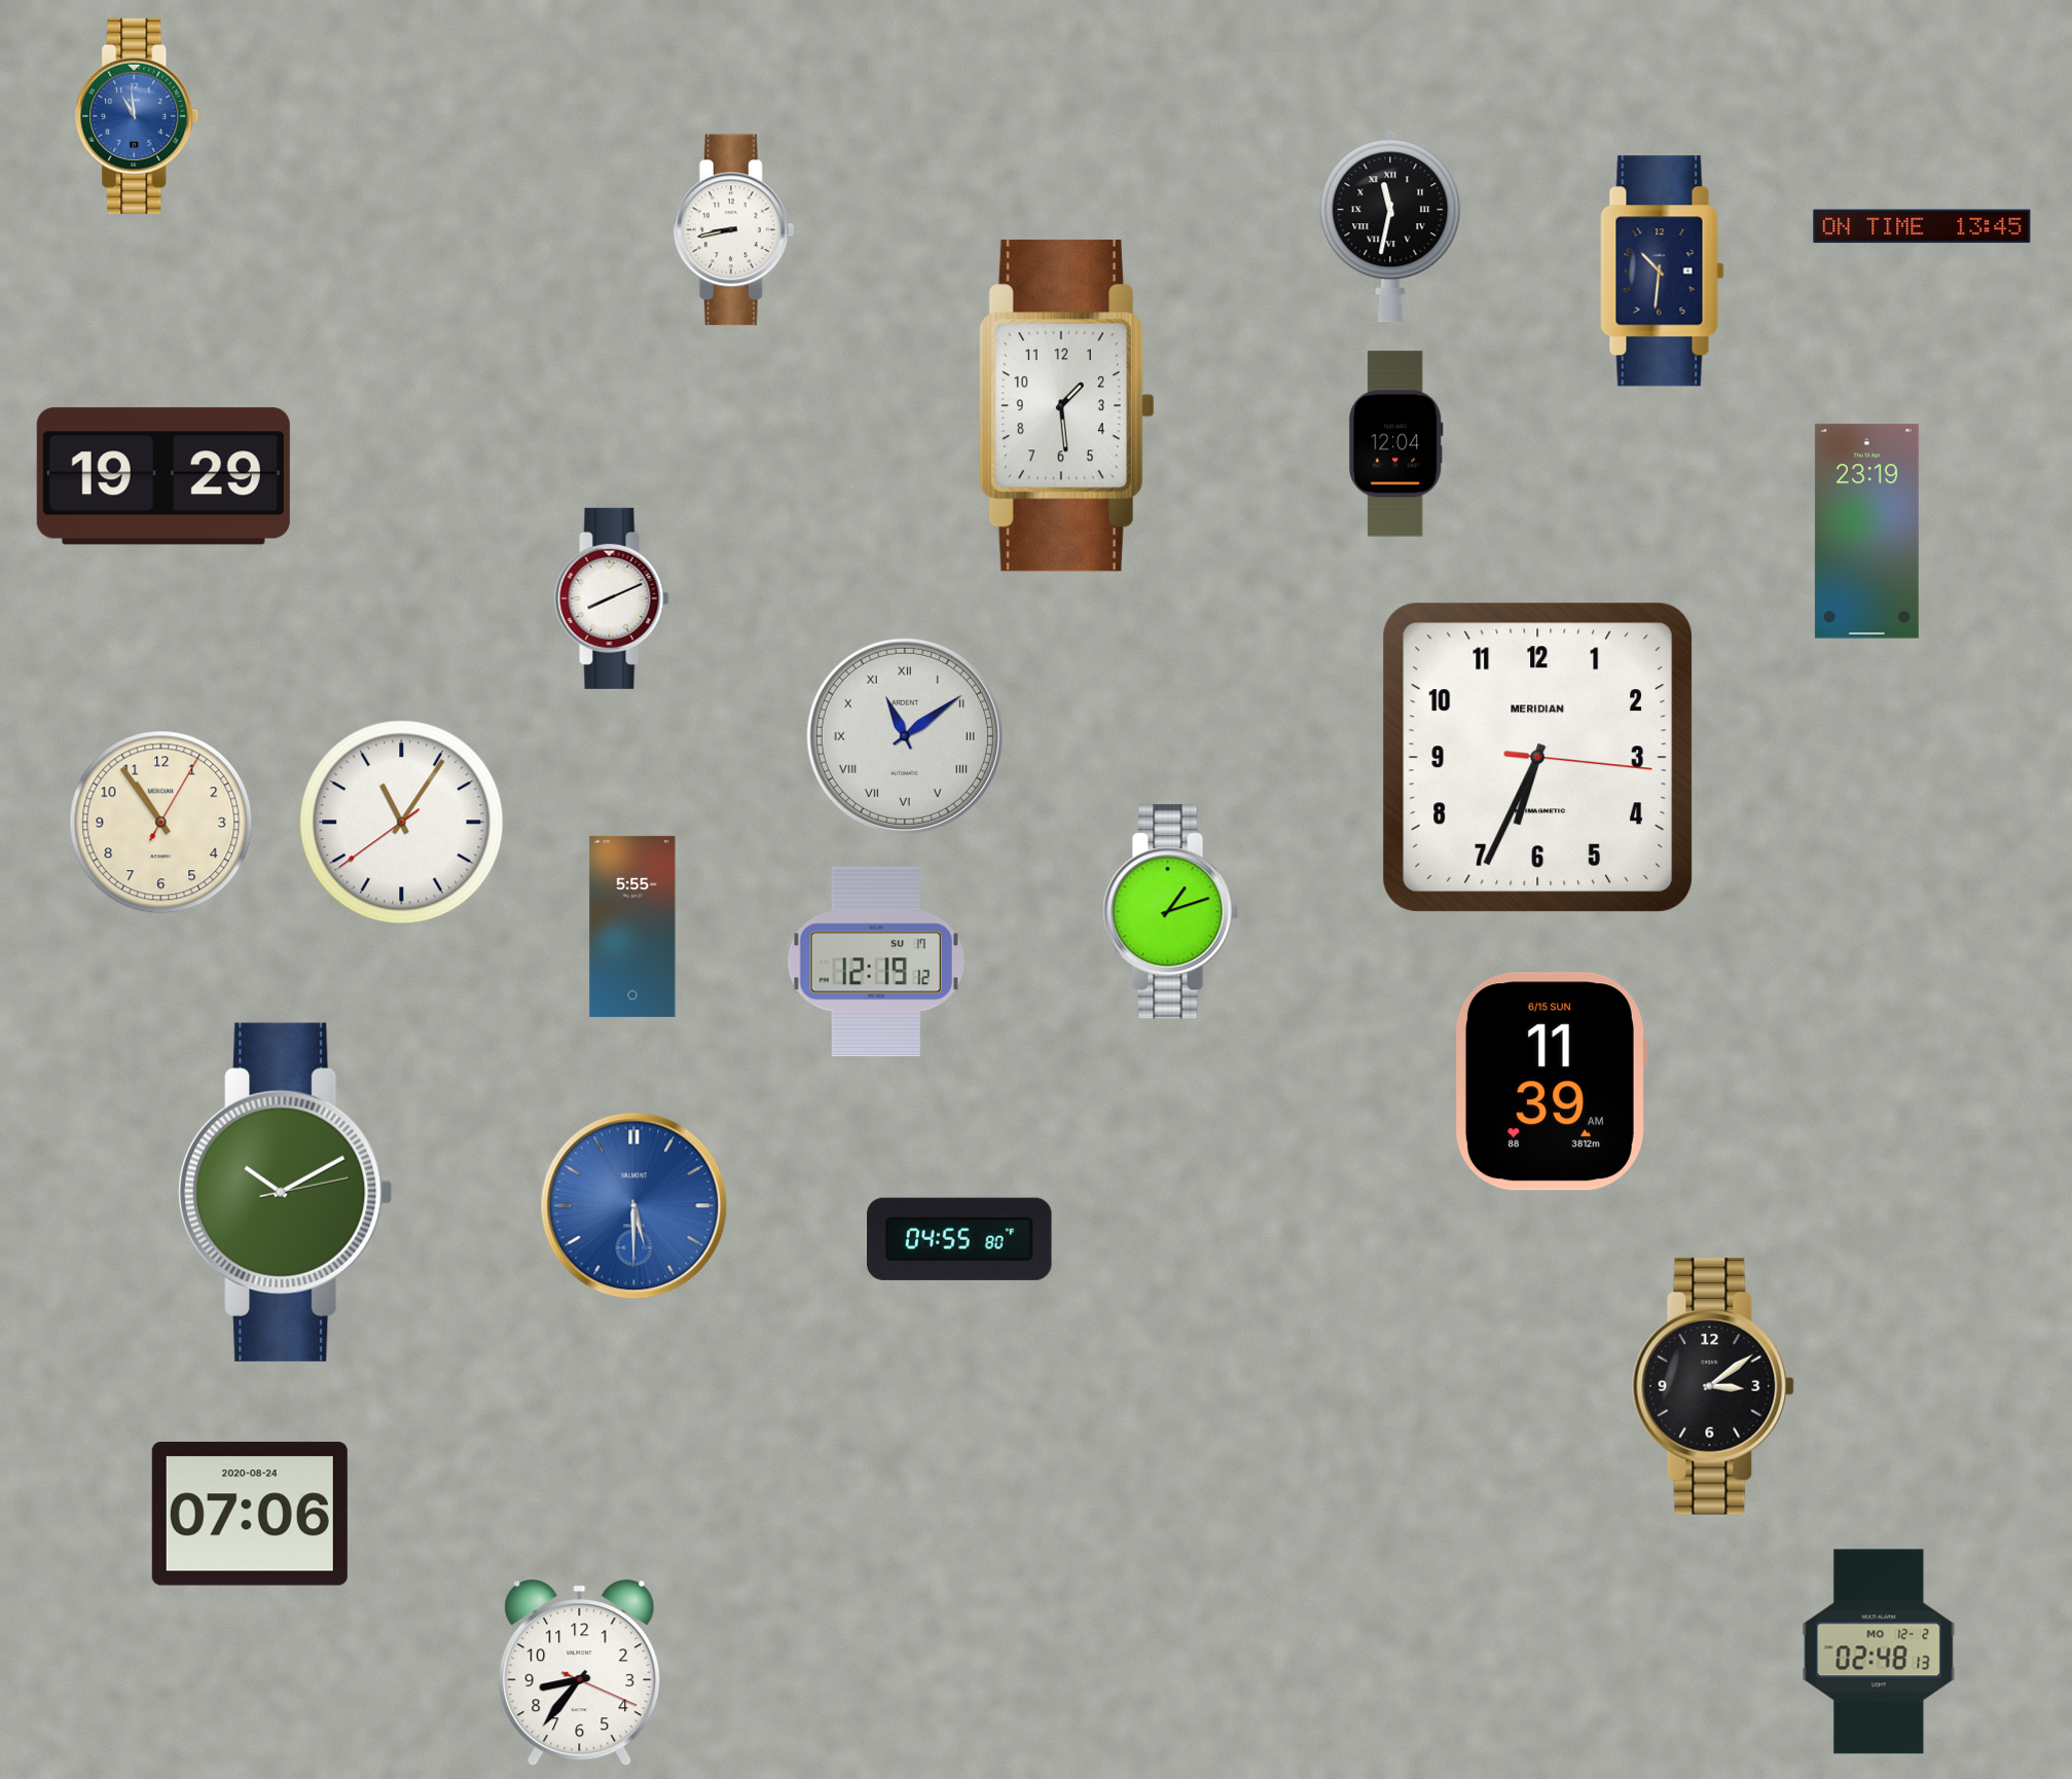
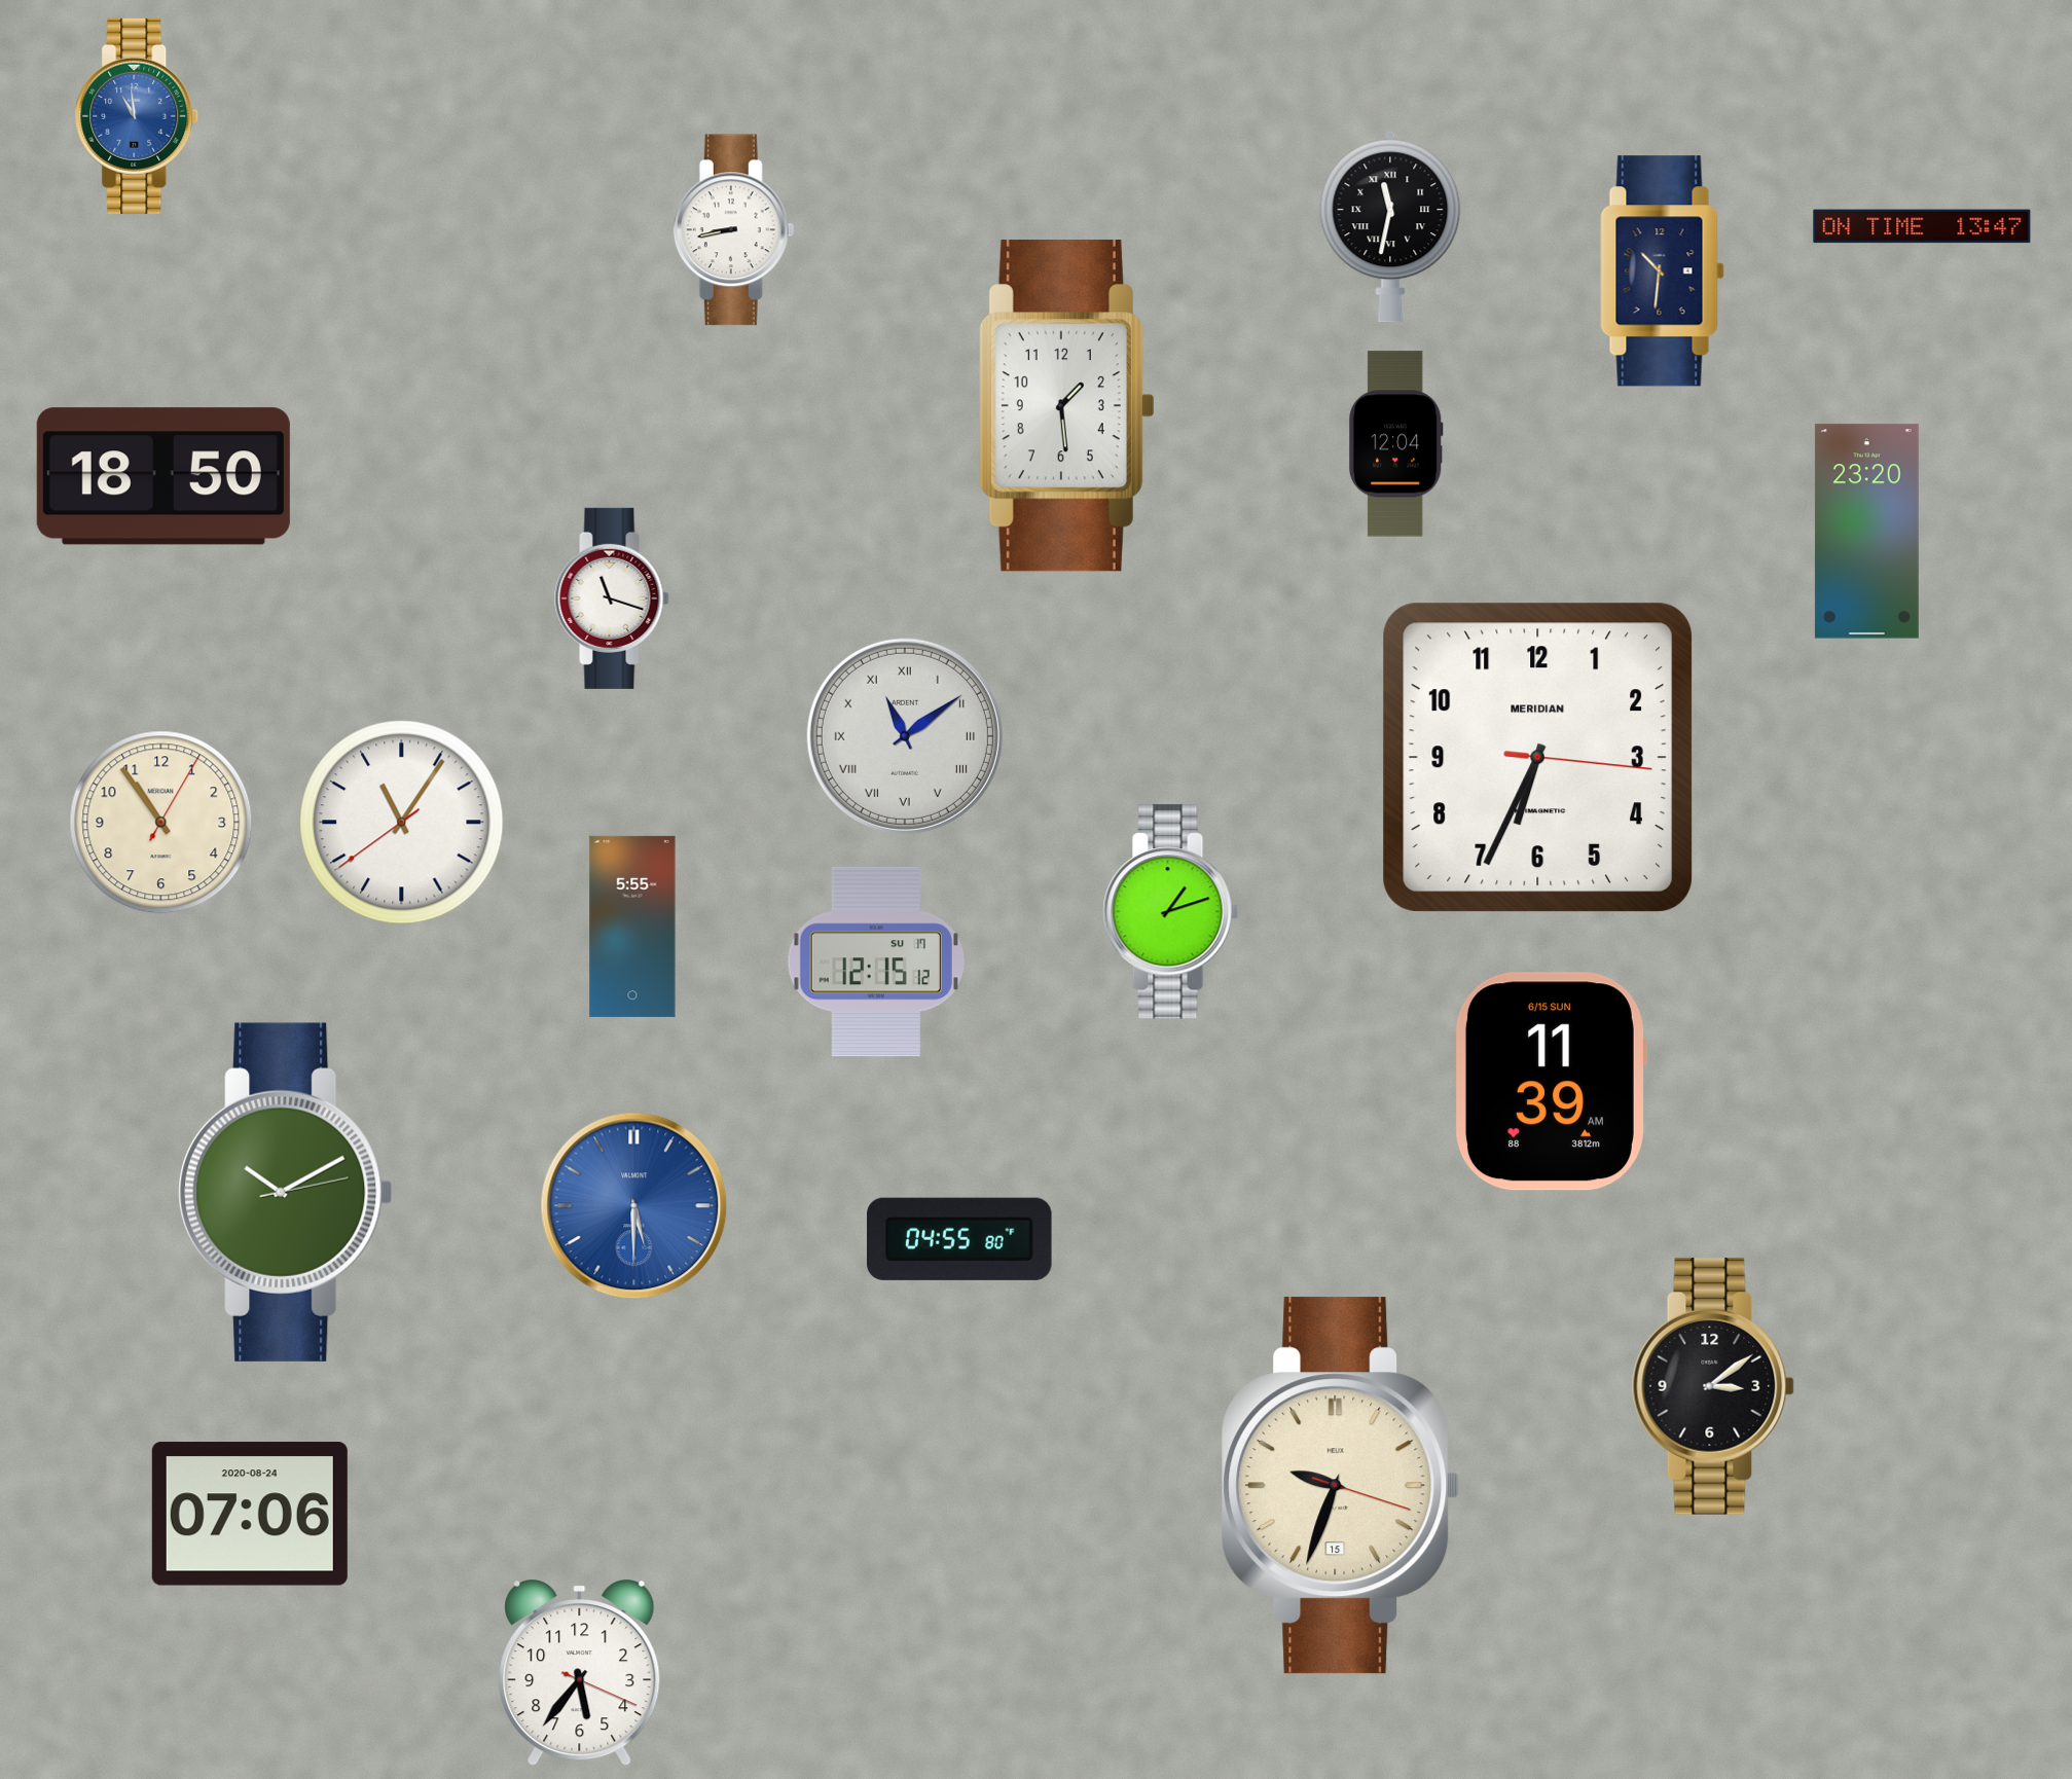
clock at (1922, 226): 13:45 -> 13:47
clock at (163, 476): 19:29 -> 18:50
clock at (1866, 532): 23:19 -> 23:20
clock at (612, 598): 8:11 -> 11:18
clock at (876, 961): 12:19 -> 12:15
clock at (1341, 1486): none -> 9:33
clock at (1879, 1651): 02:48 -> none
clock at (580, 1673): 8:36 -> 5:36
